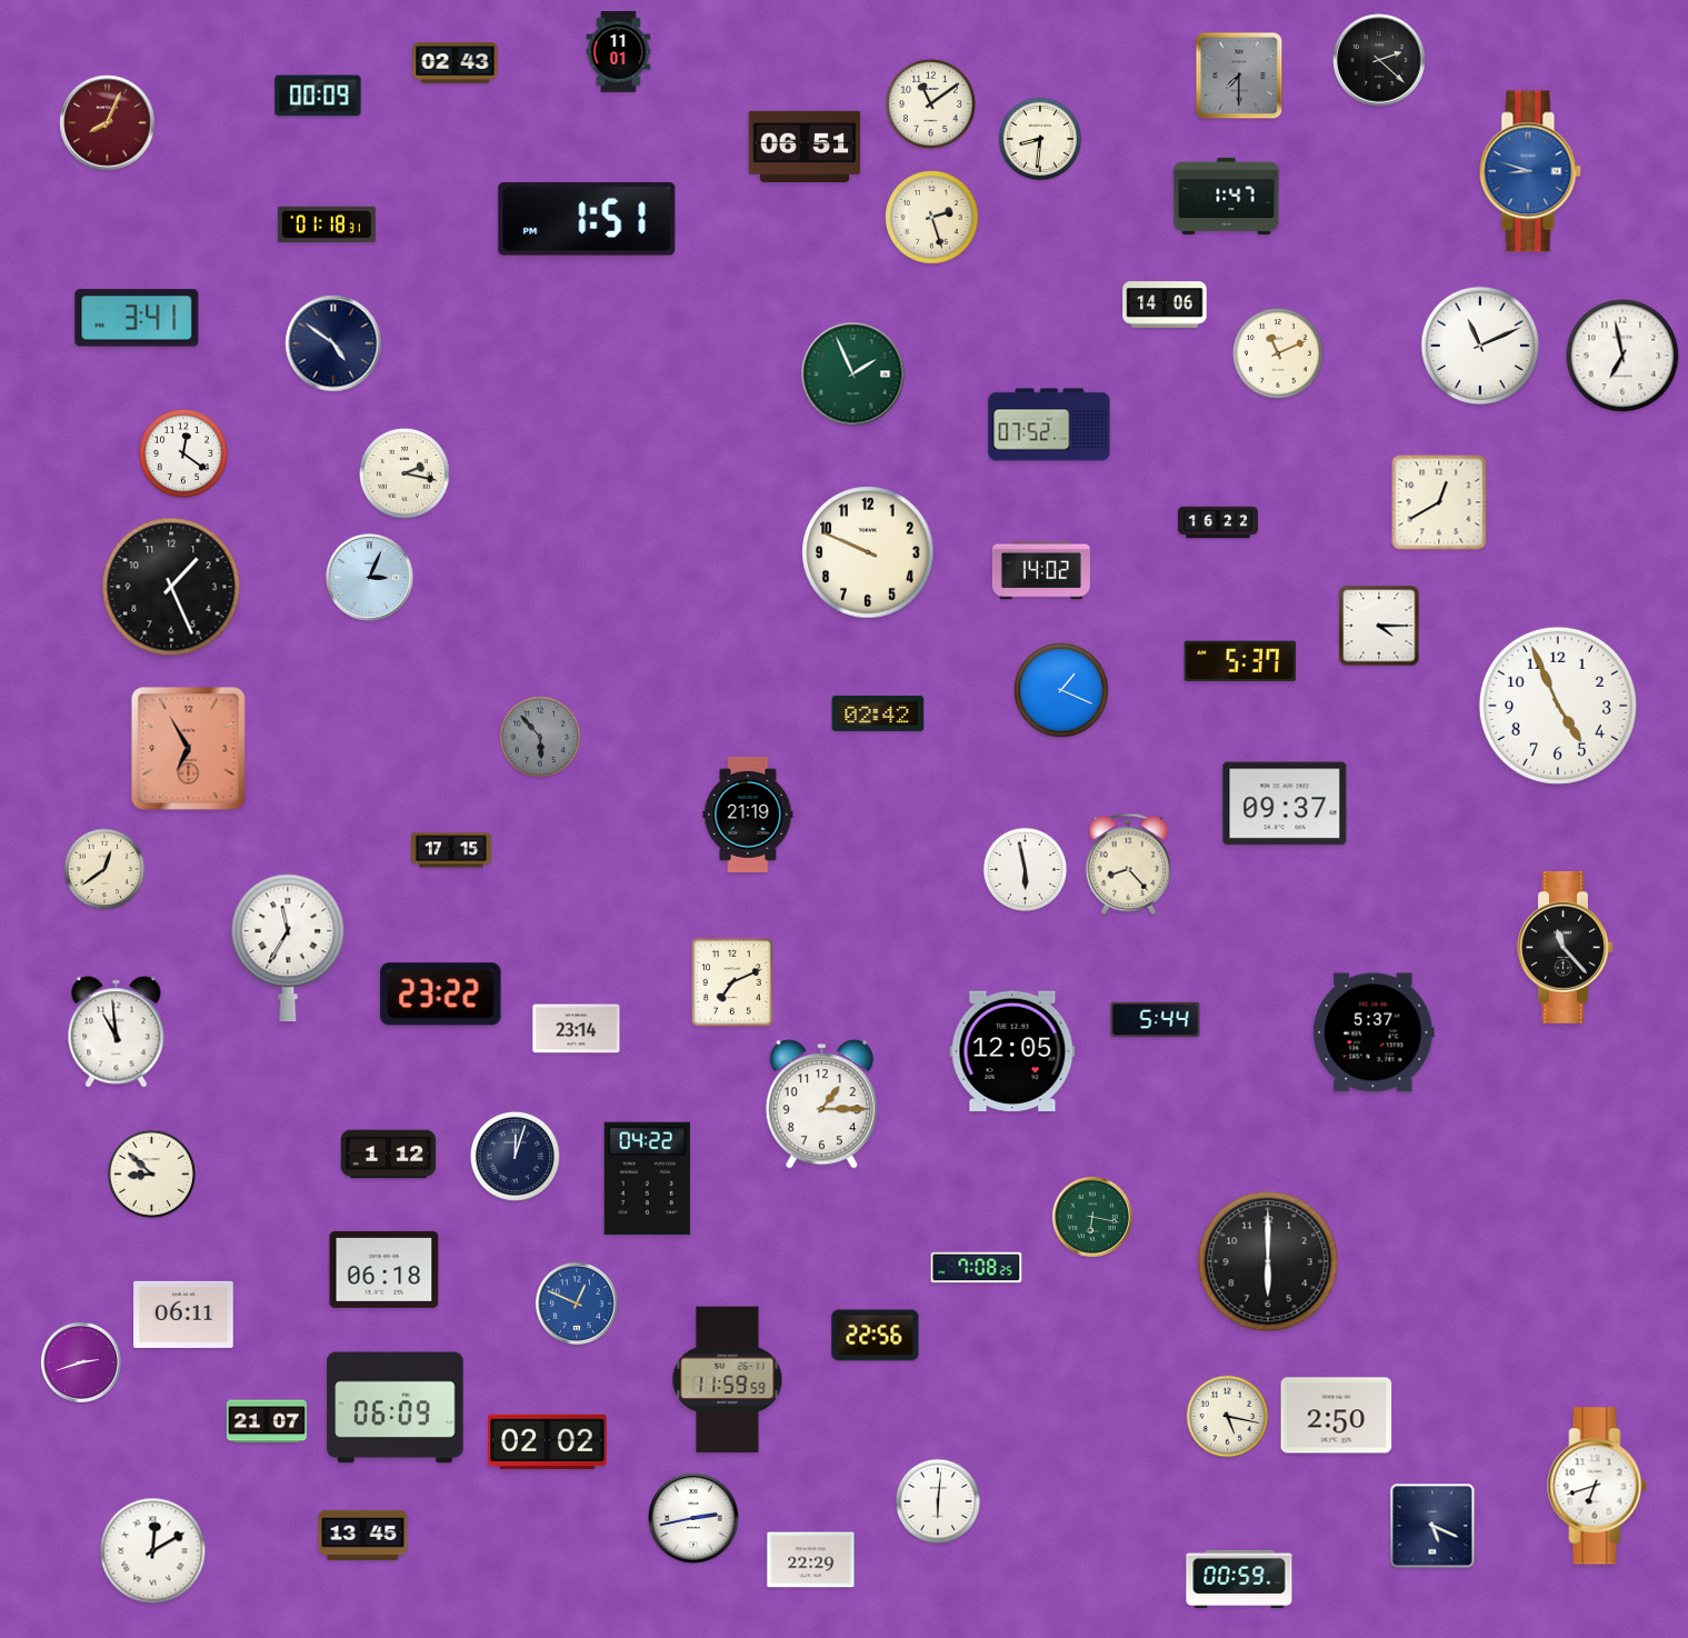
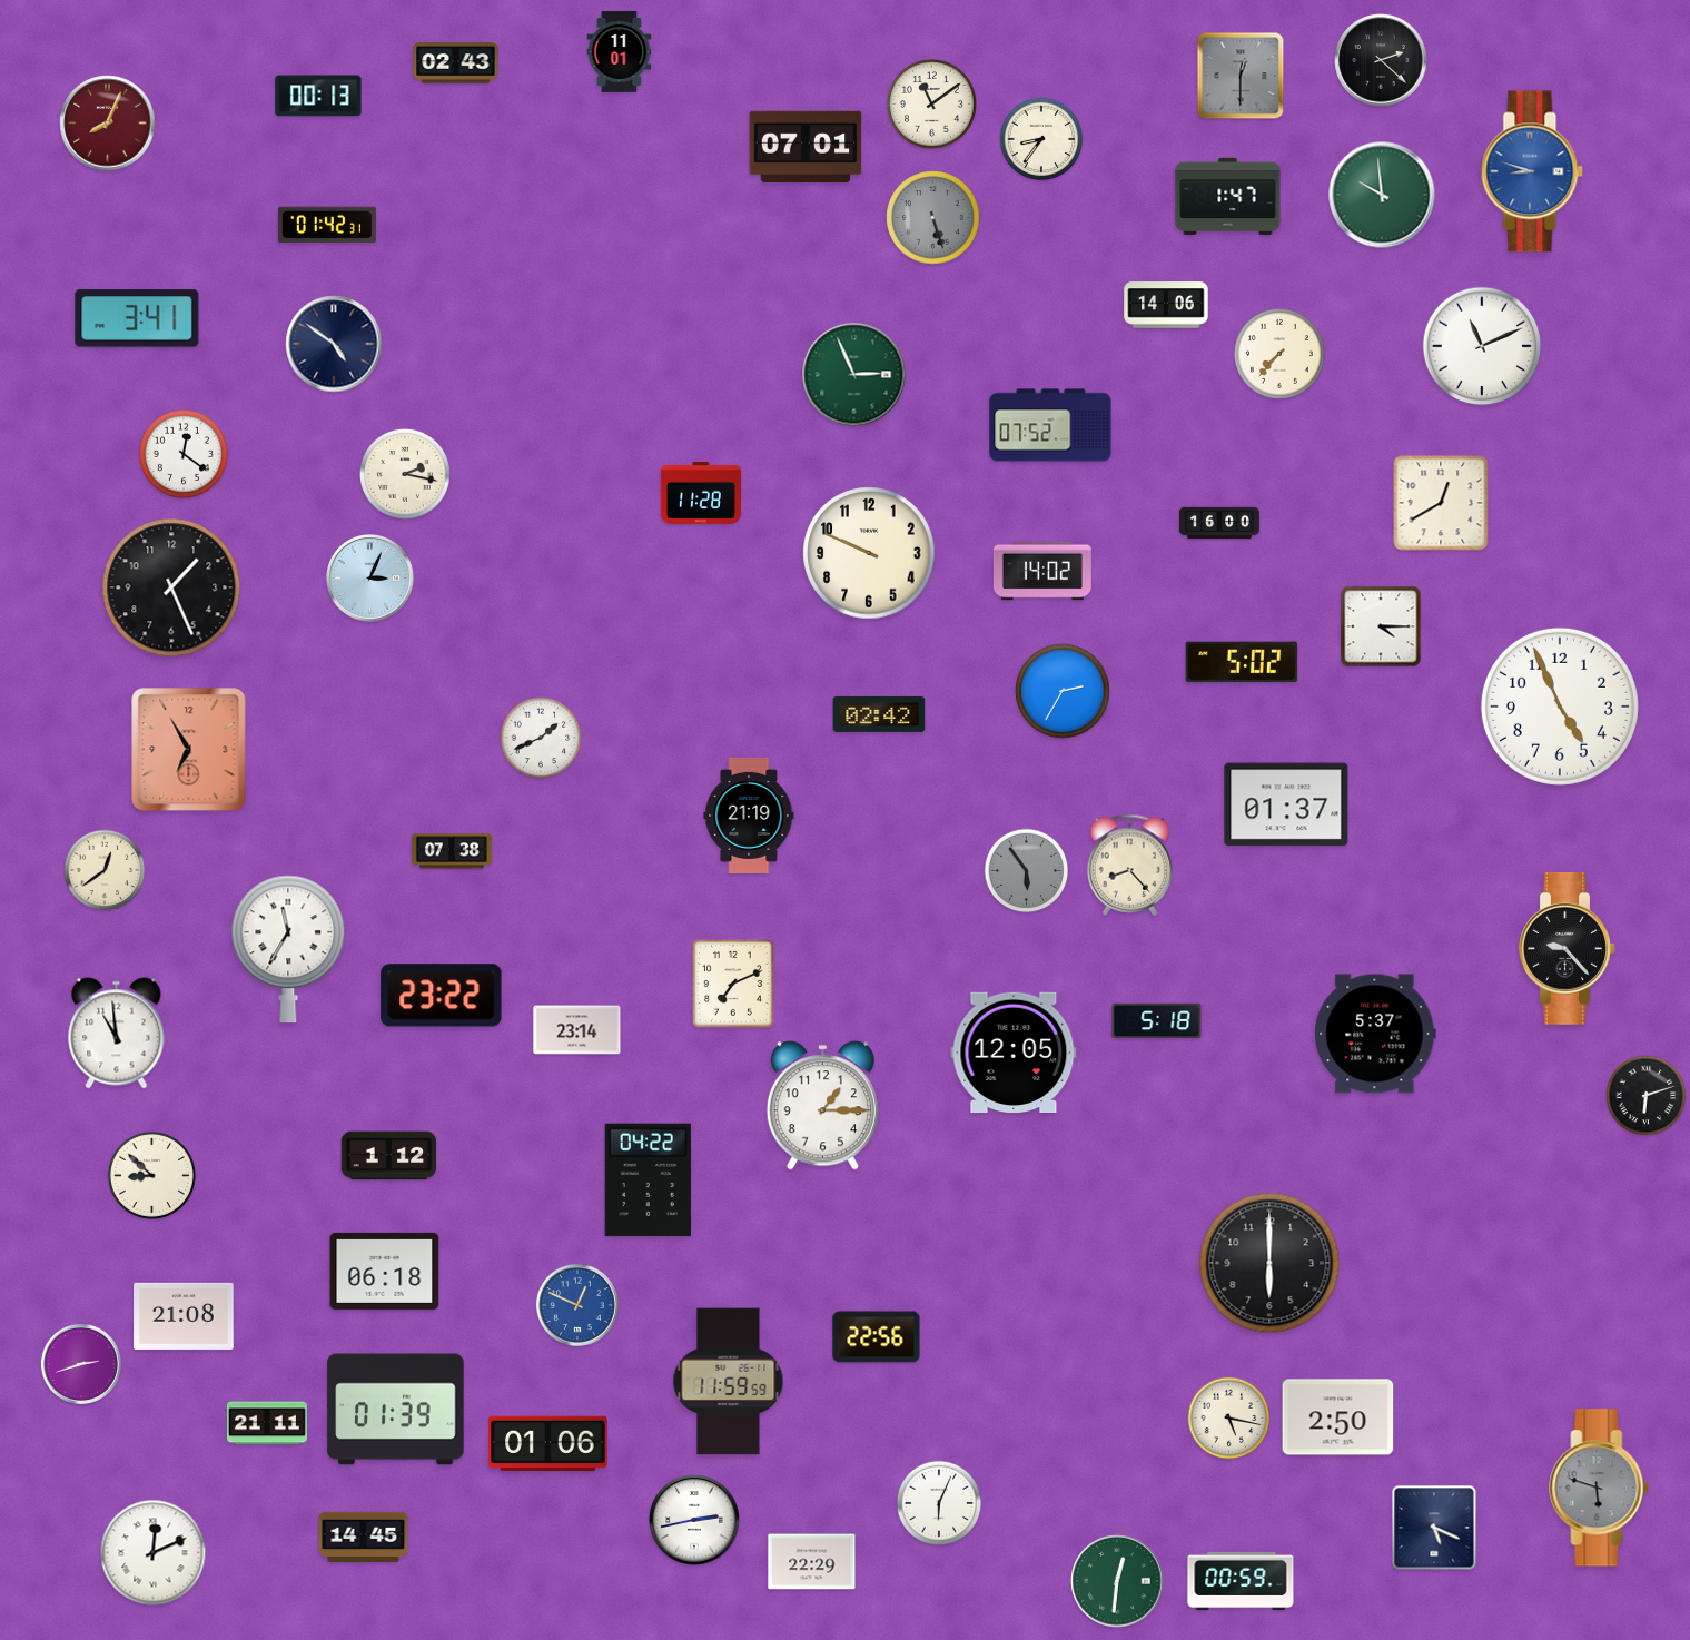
clock at (1239, 76): 7:30 -> 12:30
clock at (318, 96): 00:09 -> 00:13
clock at (1040, 139): 8:31 -> 8:36
clock at (805, 146): 06:51 -> 07:01
clock at (1382, 195): none -> 9:59
clock at (932, 218): 2:27 -> 5:27
clock at (932, 218) dial: cream -> grey
clock at (587, 219): 1:51 -> none
clock at (327, 224): 01:18 -> 01:42
clock at (1278, 353): 11:11 -> 7:37
clock at (1622, 356): 6:58 -> none
clock at (853, 374): 1:56 -> 2:56
clock at (701, 494): none -> 11:28
clock at (1218, 522): 16:22 -> 16:00
clock at (1240, 661): 5:37 -> 5:02
clock at (1061, 690): 1:19 -> 2:35
clock at (540, 737): 5:53 -> 1:41
clock at (540, 737) dial: grey -> white
clock at (1285, 803): 09:37 -> 01:37
clock at (451, 850): 17:15 -> 07:38
clock at (1026, 870): 5:58 -> 5:54
clock at (1026, 870) dial: white -> grey
clock at (1566, 947): 11:23 -> 9:23
clock at (1156, 1020): 5:44 -> 5:18
clock at (1647, 1096): none -> 6:12
clock at (515, 1156): 12:03 -> none
clock at (1092, 1217): 6:17 -> none
clock at (977, 1268): 7:08 -> none
clock at (183, 1315): 06:11 -> 21:08
clock at (396, 1408): 06:09 -> 01:39
clock at (267, 1421): 21:07 -> 21:11
clock at (548, 1442): 02:02 -> 01:06
clock at (1597, 1486): 6:42 -> 5:48
clock at (1597, 1486) dial: white -> grey
clock at (938, 1501): 6:01 -> 6:04
clock at (363, 1535): 13:45 -> 14:45
clock at (153, 1551): 12:10 -> 12:11
clock at (1117, 1581): none -> 12:31
